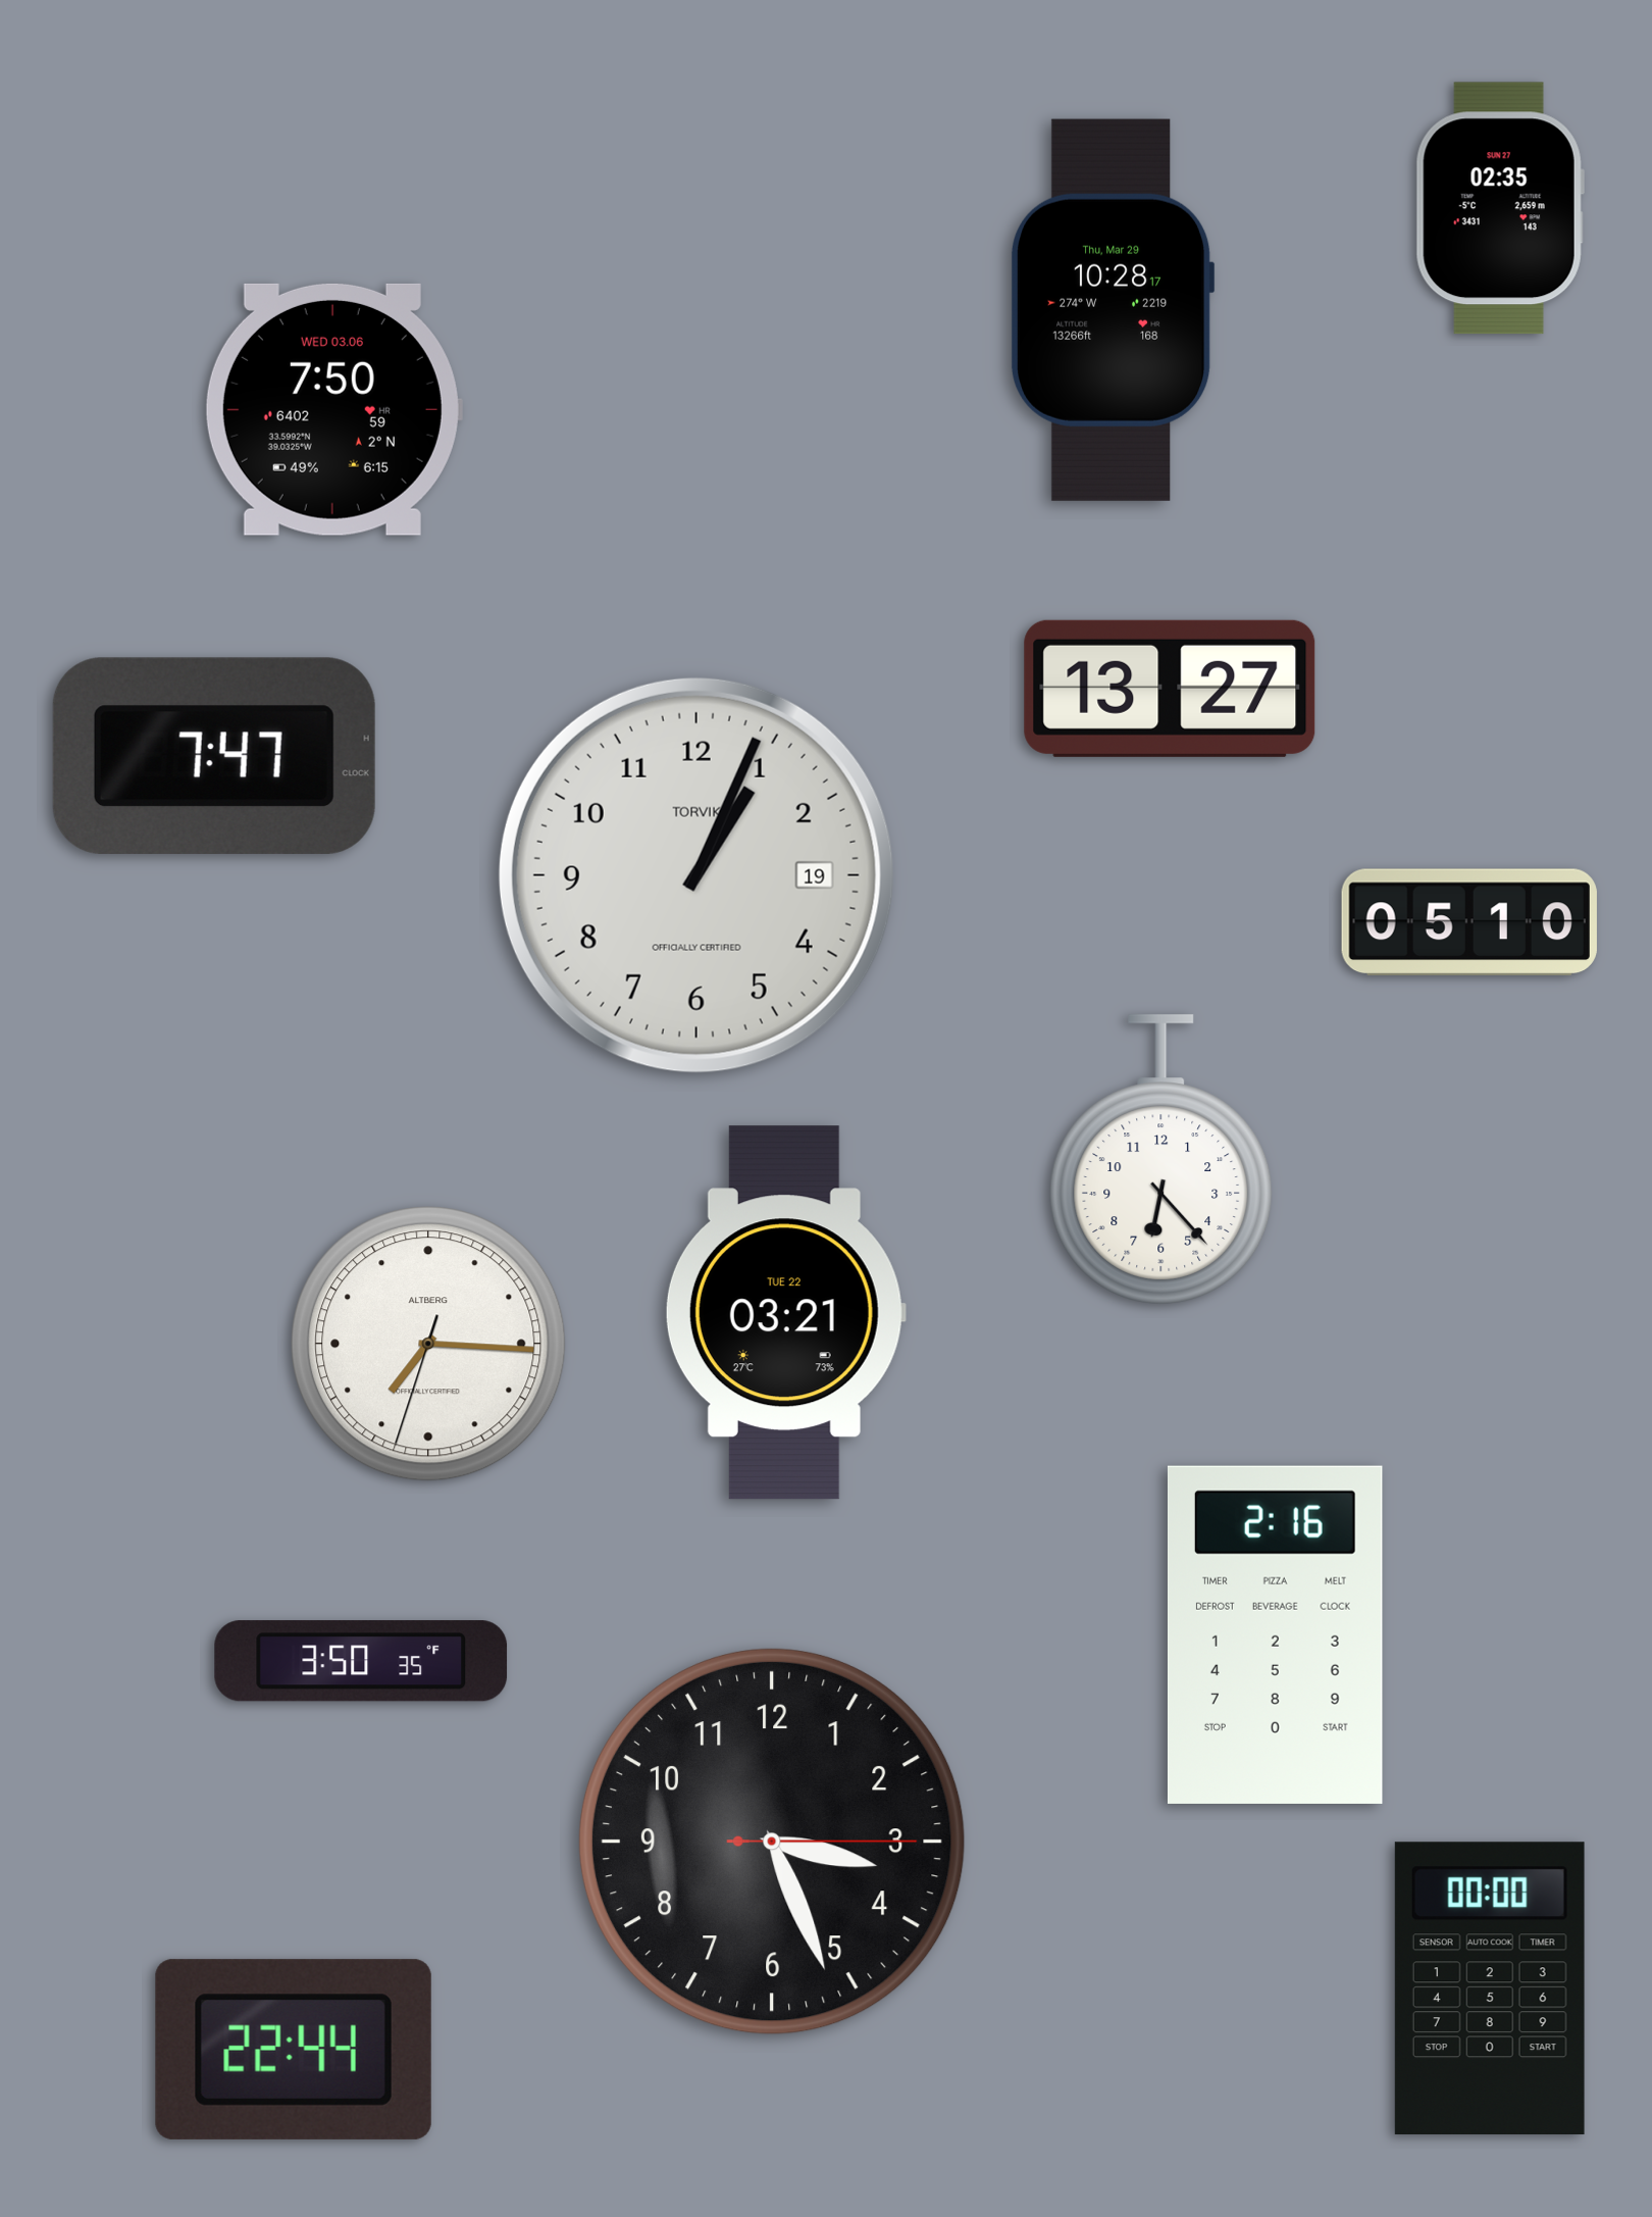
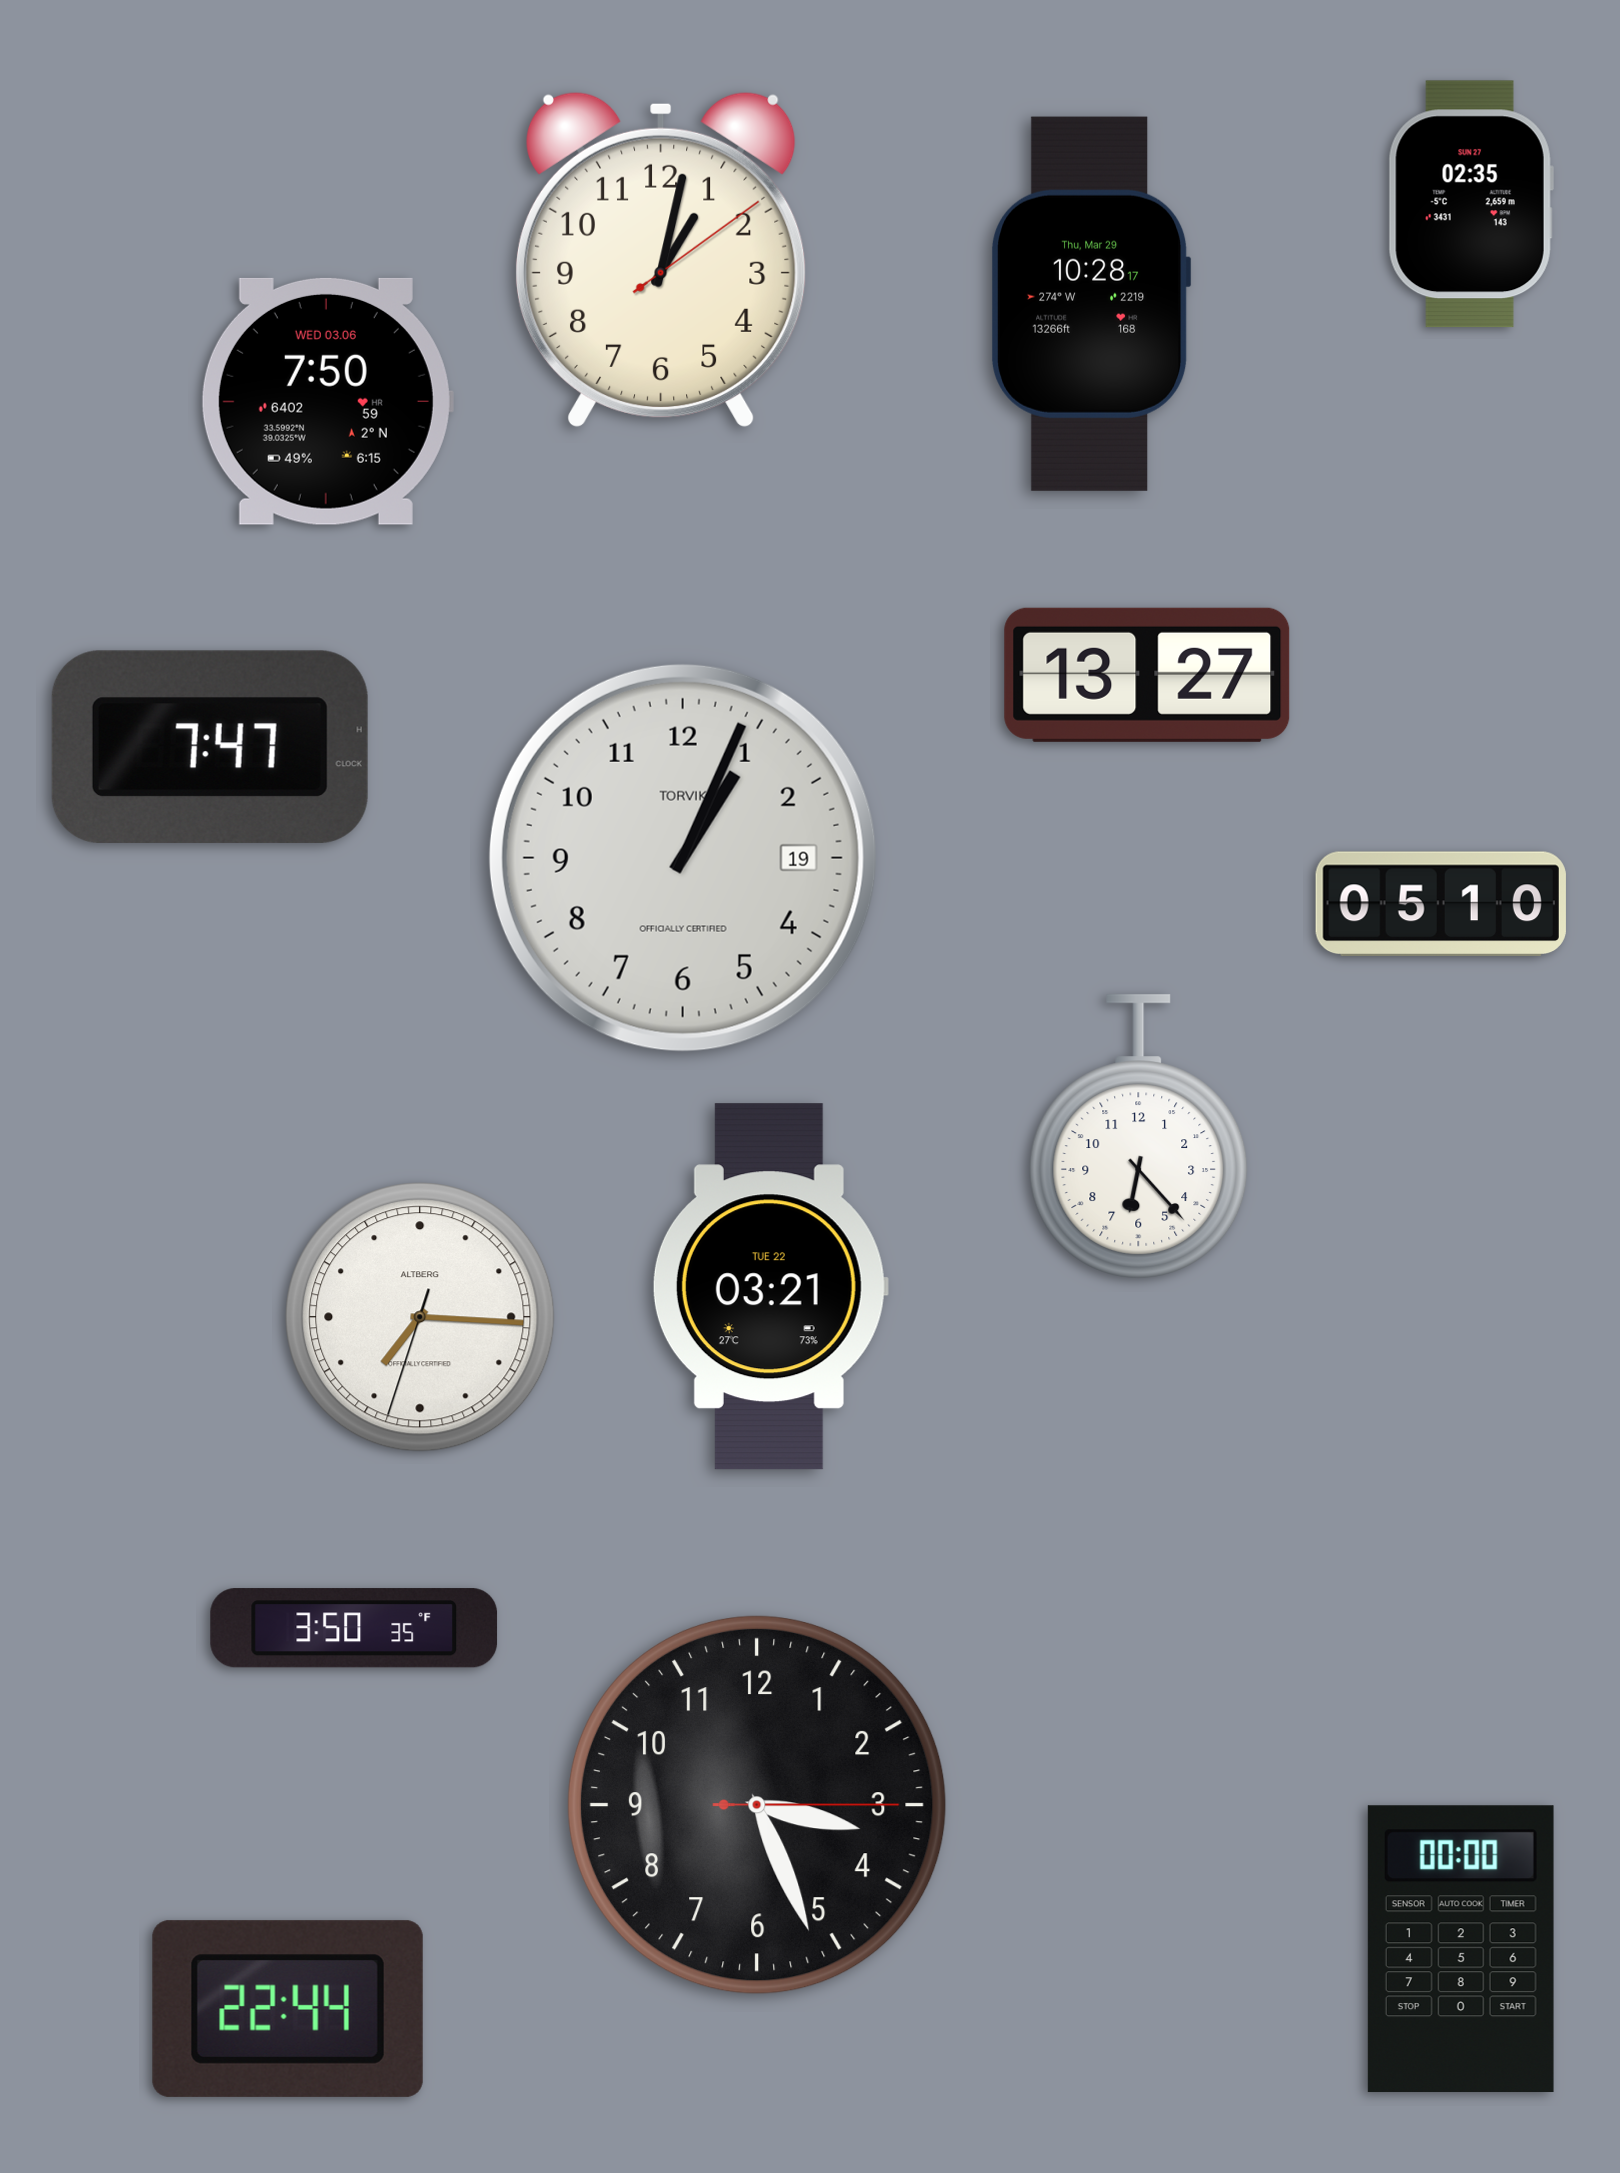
clock at (661, 260): none -> 1:02
clock at (214, 756) position: (214, 756) -> (210, 747)
clock at (1275, 1634): 2:16 -> none
